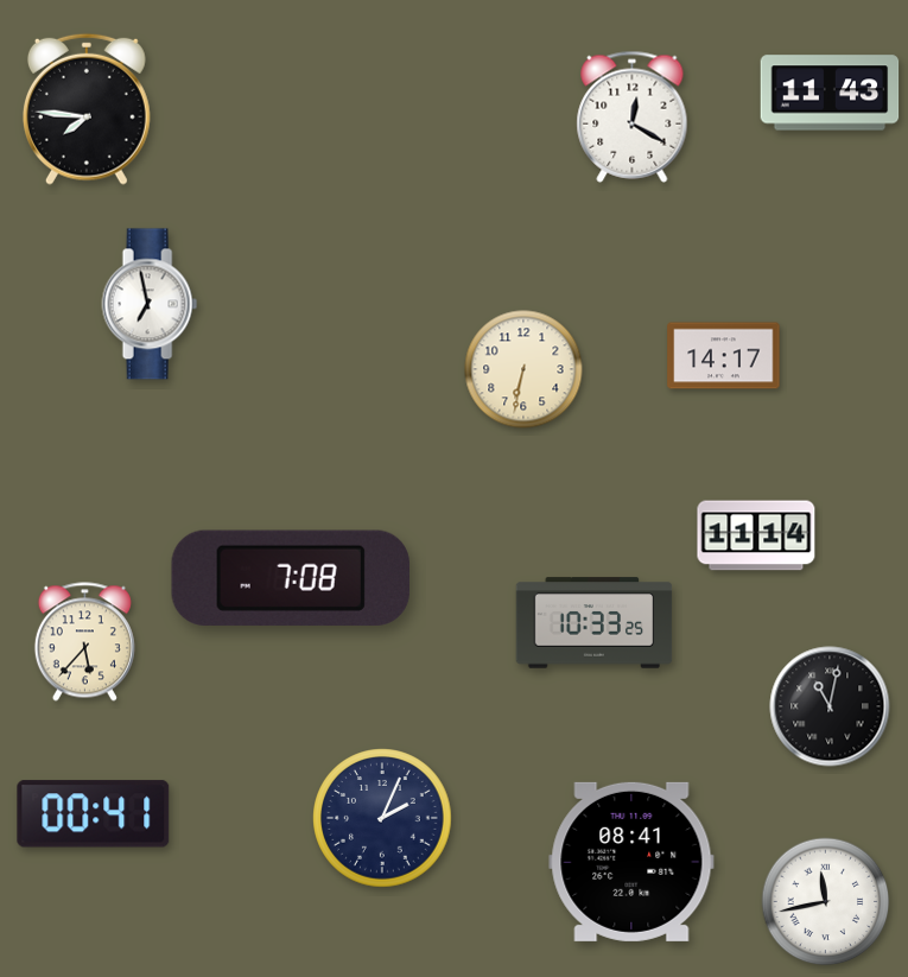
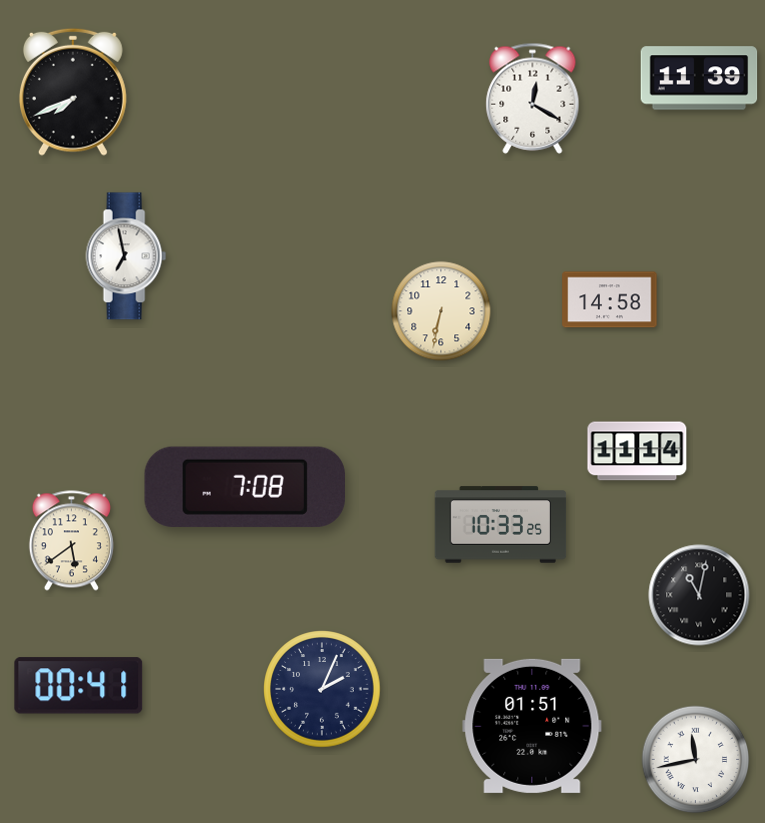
clock at (830, 93): 11:43 -> 11:39
clock at (87, 109): 7:46 -> 7:41
clock at (724, 356): 14:17 -> 14:58
clock at (84, 642): 5:37 -> 5:39
clock at (631, 862): 08:41 -> 01:51
